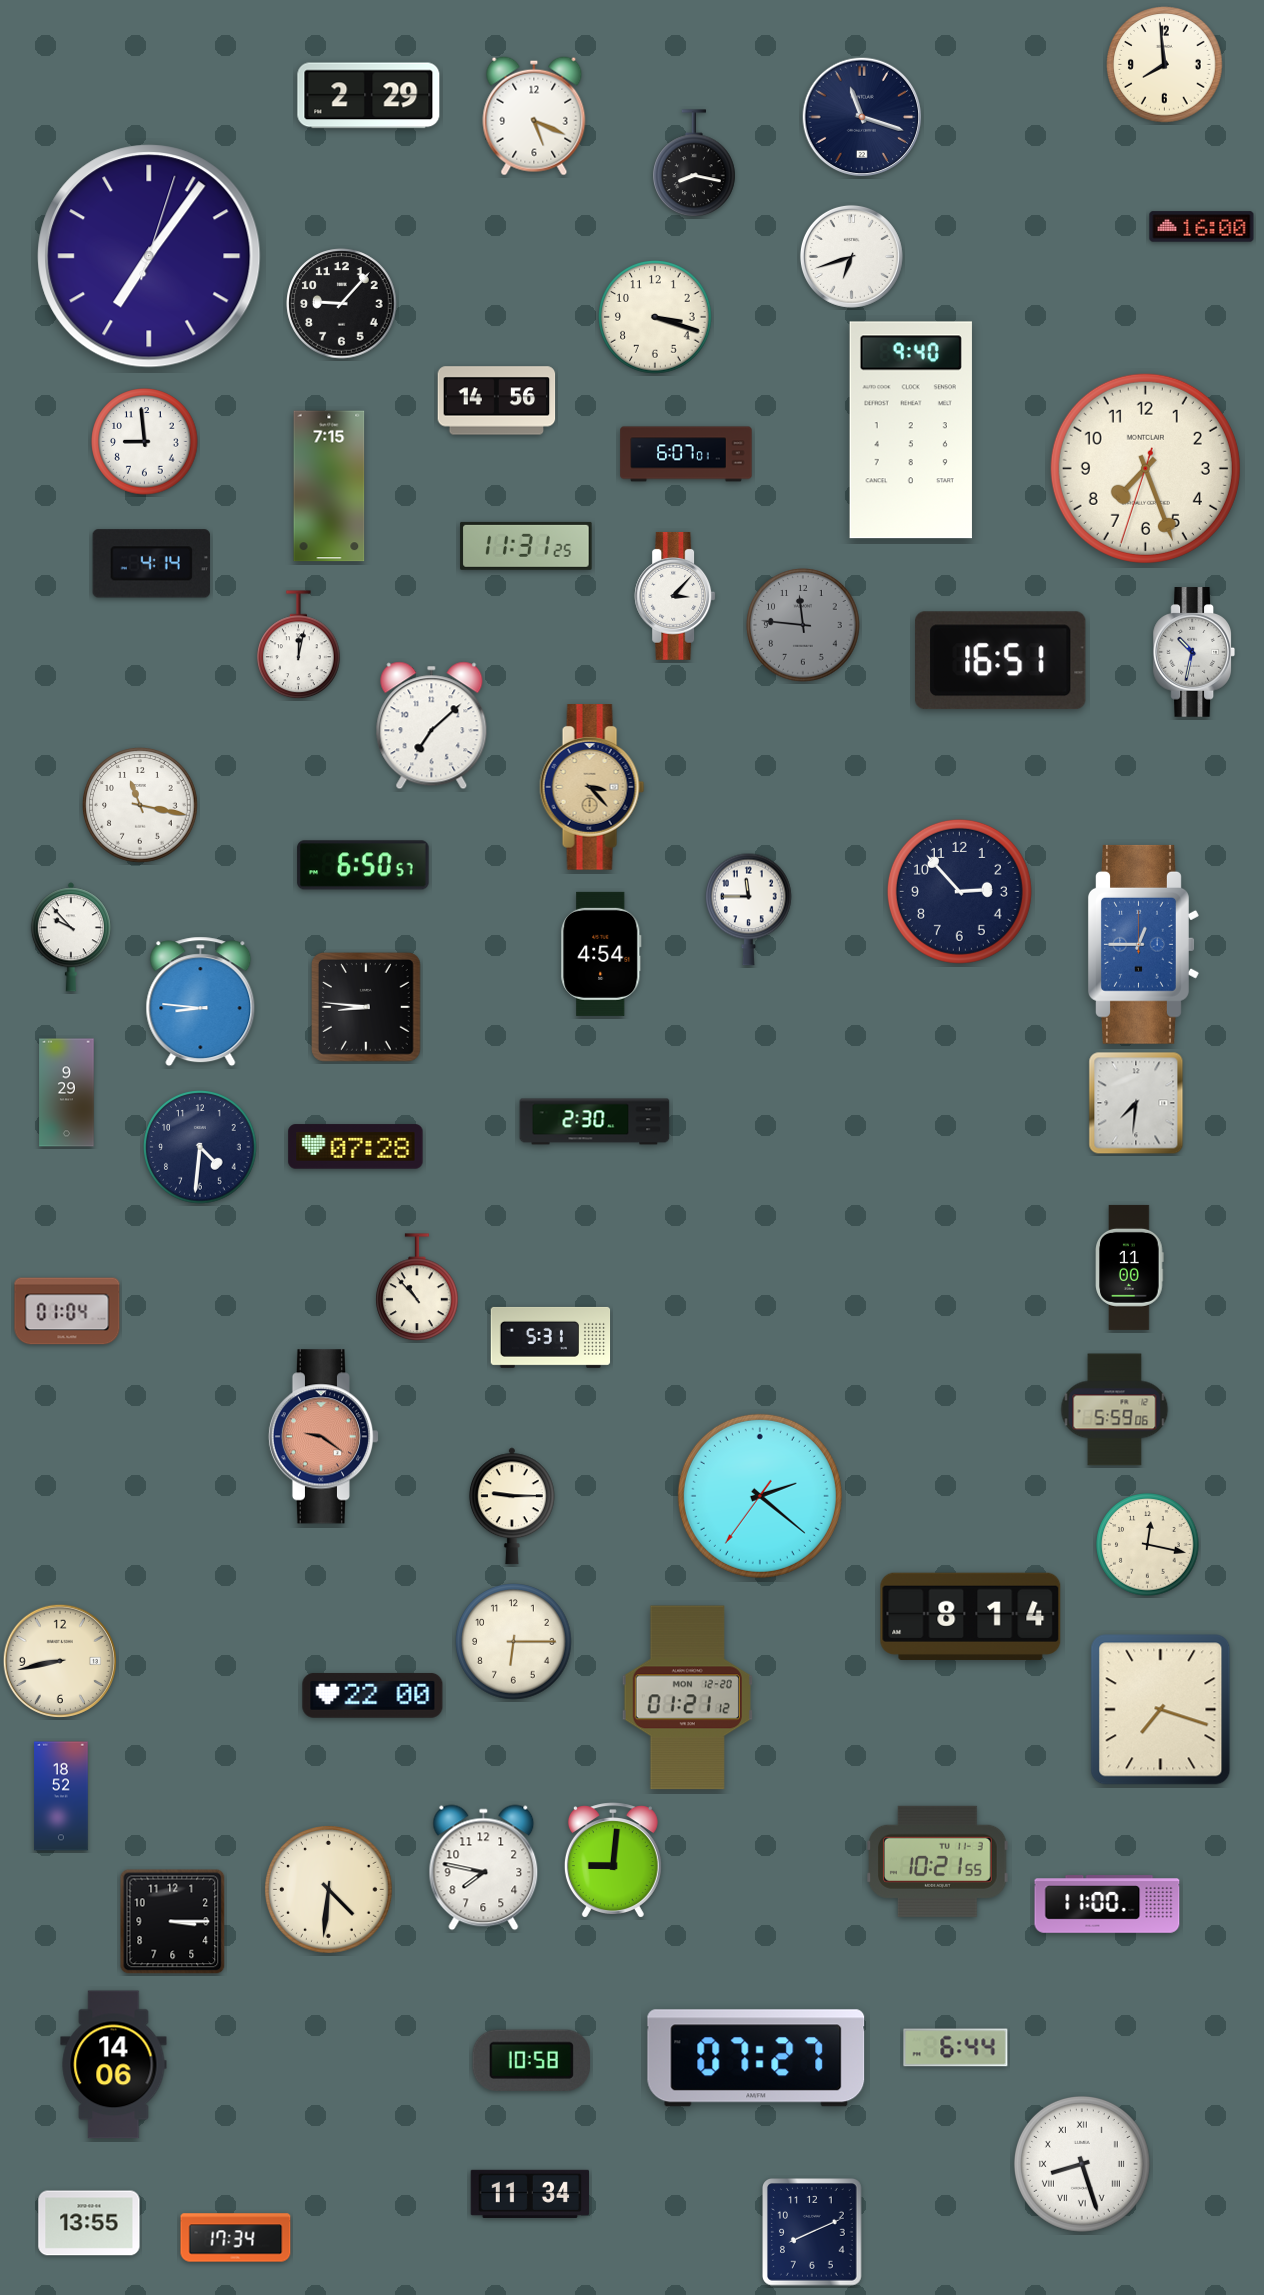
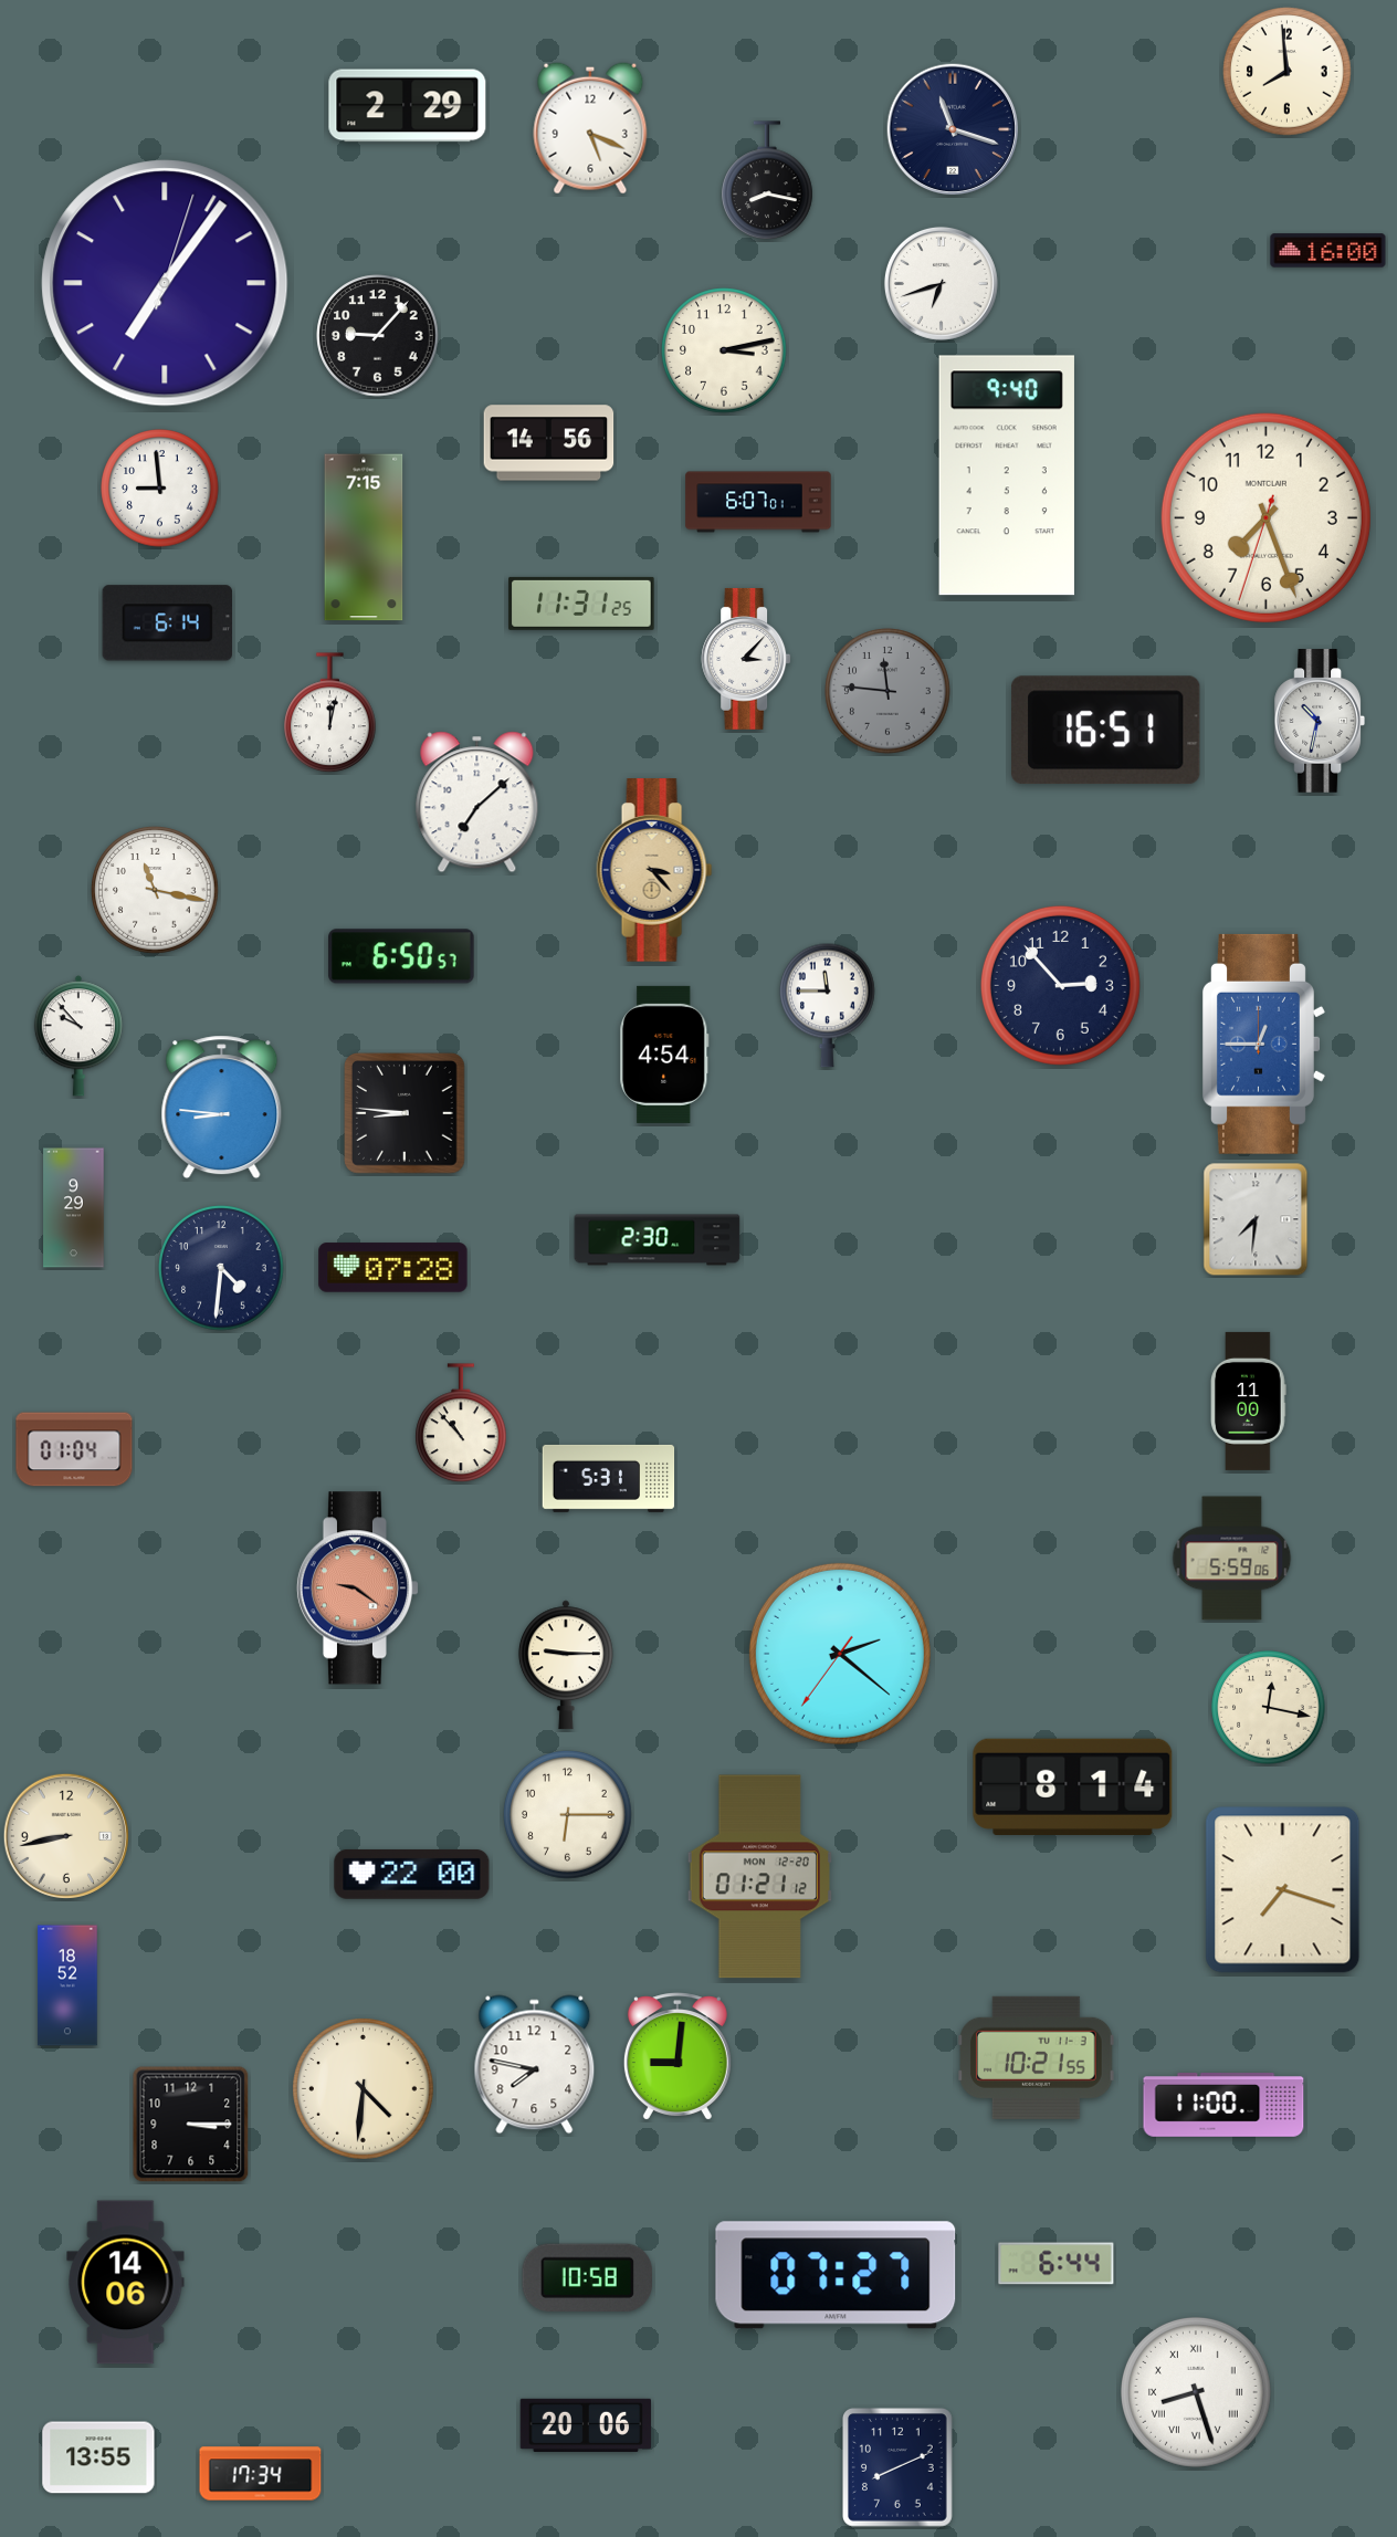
clock at (655, 317): 3:18 -> 3:13
clock at (151, 564): 4:14 -> 6:14
clock at (530, 2194): 11:34 -> 20:06
